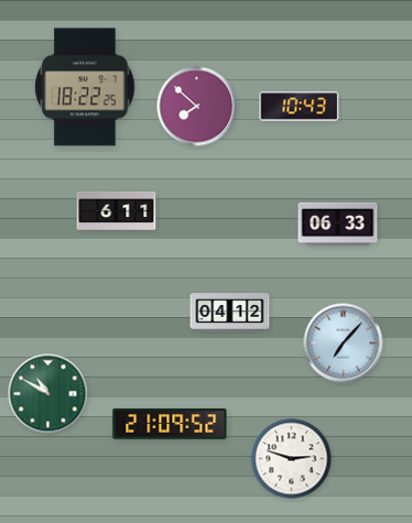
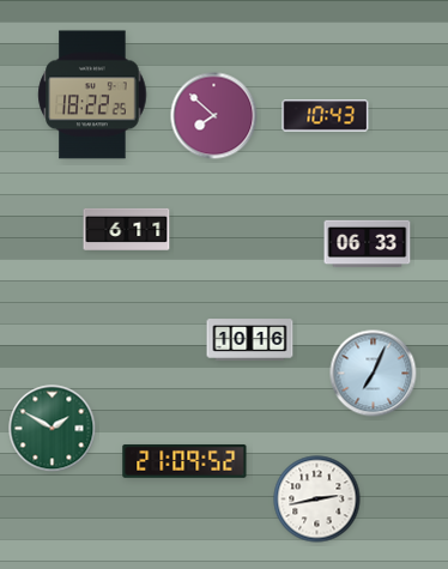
clock at (230, 313): 04:12 -> 10:16
clock at (344, 344): 7:07 -> 7:04
clock at (48, 394): 10:50 -> 1:50
clock at (292, 459): 2:48 -> 2:43
